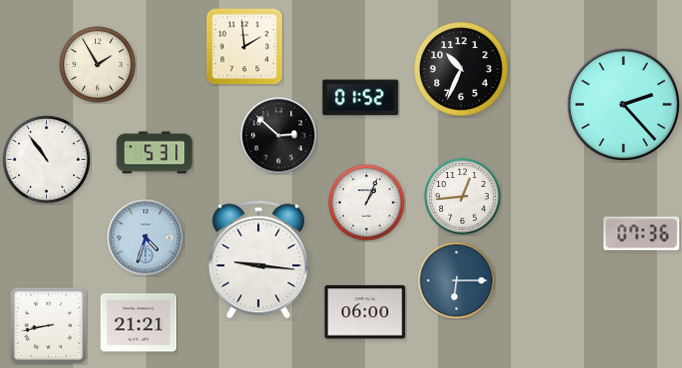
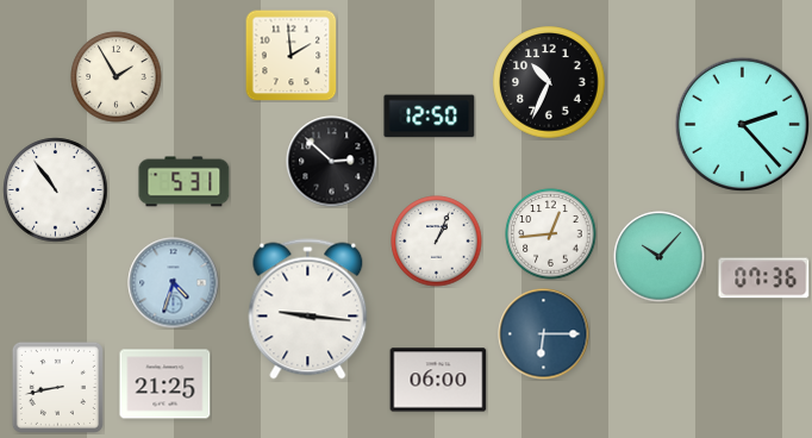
clock at (361, 98): 01:52 -> 12:50
clock at (660, 257): none -> 10:07
clock at (365, 312) position: (365, 312) -> (438, 380)
clock at (139, 323): 21:21 -> 21:25
